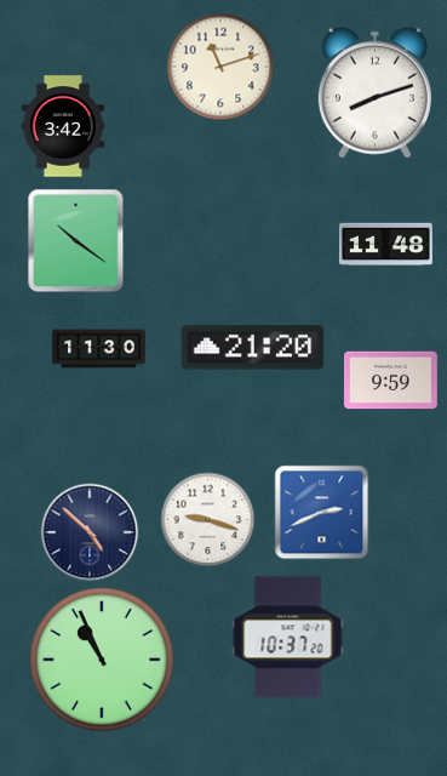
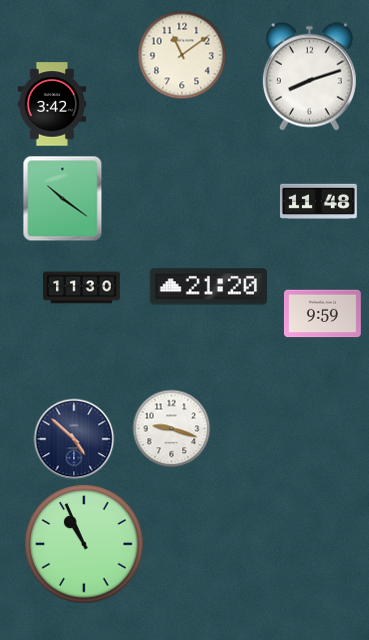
clock at (220, 67): 11:12 -> 11:09
clock at (321, 512): 2:41 -> none
clock at (288, 638): 10:37 -> none
